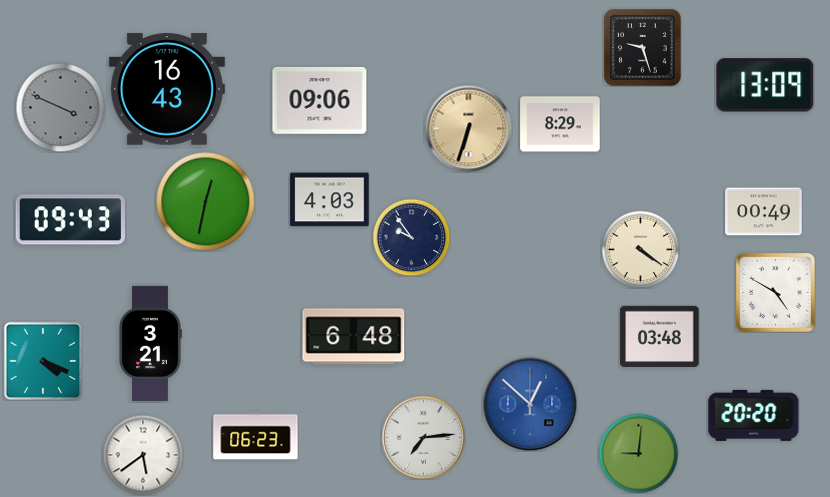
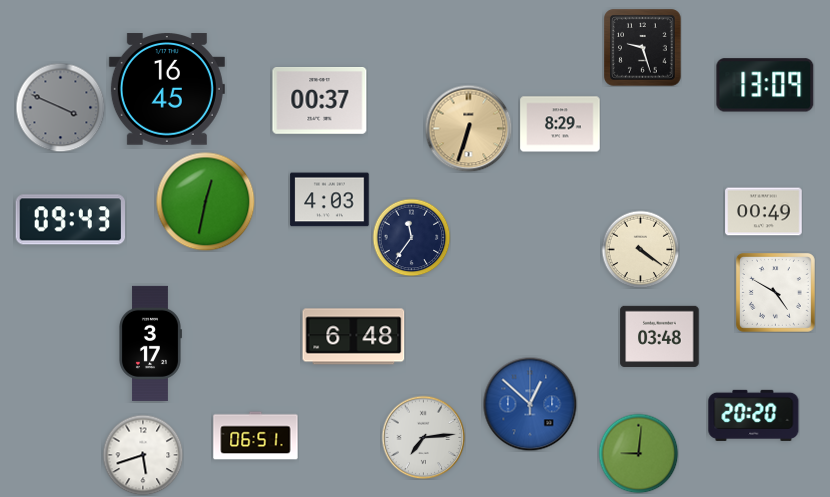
clock at (167, 89): 16:43 -> 16:45
clock at (320, 101): 09:06 -> 00:37
clock at (411, 237): 9:54 -> 11:36
clock at (151, 343): 3:21 -> 3:17
clock at (43, 361): 4:19 -> none
clock at (256, 436): 06:23 -> 06:51
clock at (143, 455): 5:39 -> 5:42
